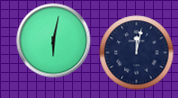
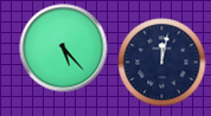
clock at (54, 41): 6:02 -> 5:23
